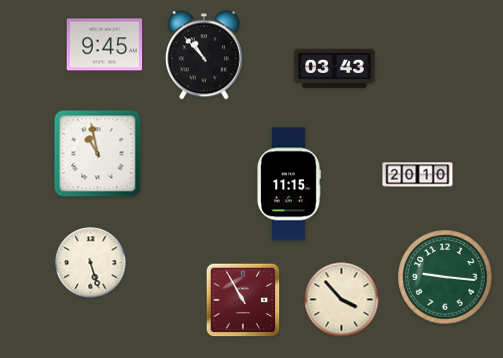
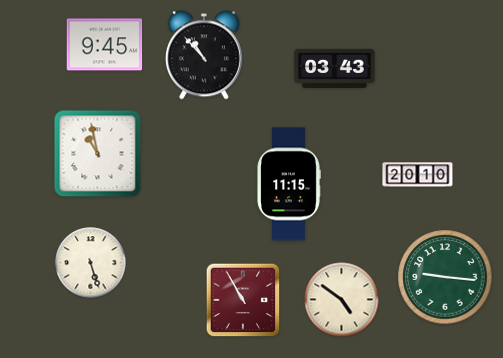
clock at (342, 300): 3:53 -> 4:51
